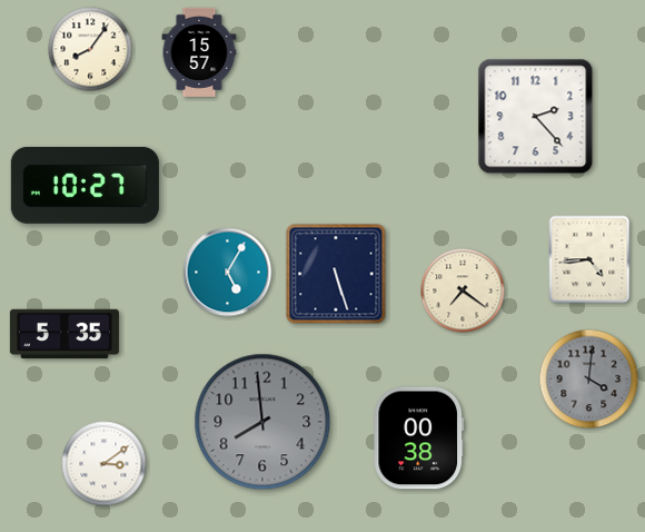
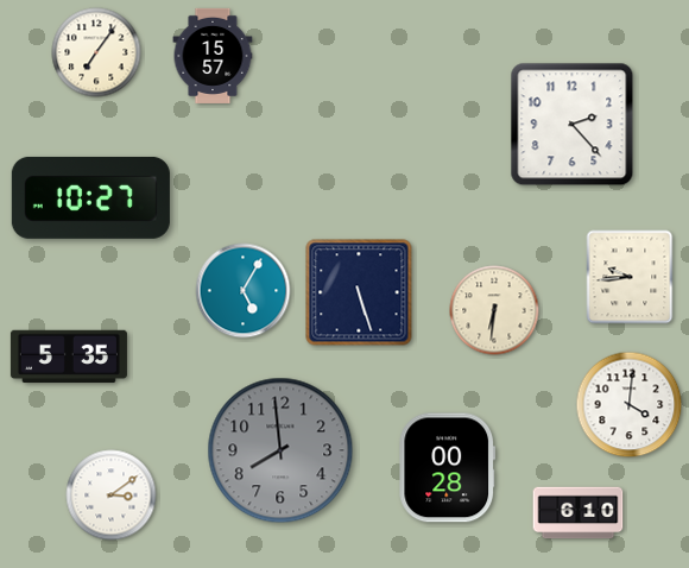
clock at (90, 49): 8:06 -> 7:06
clock at (589, 259): 4:44 -> 9:44
clock at (463, 290): 7:21 -> 6:31
clock at (589, 380) dial: grey -> white
clock at (419, 439): 00:38 -> 00:28
clock at (579, 513): none -> 6:10
